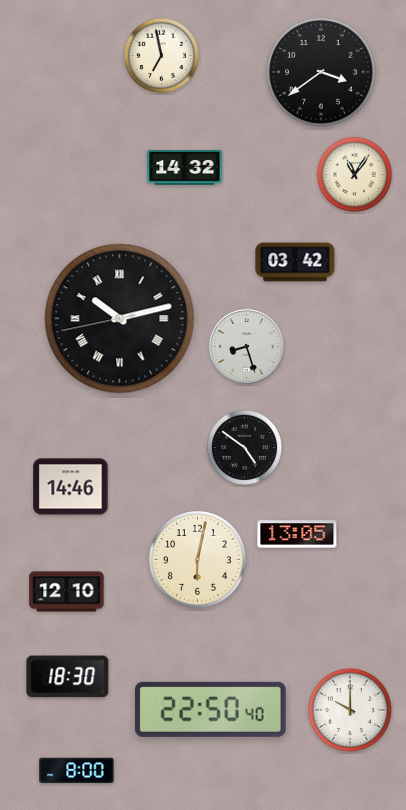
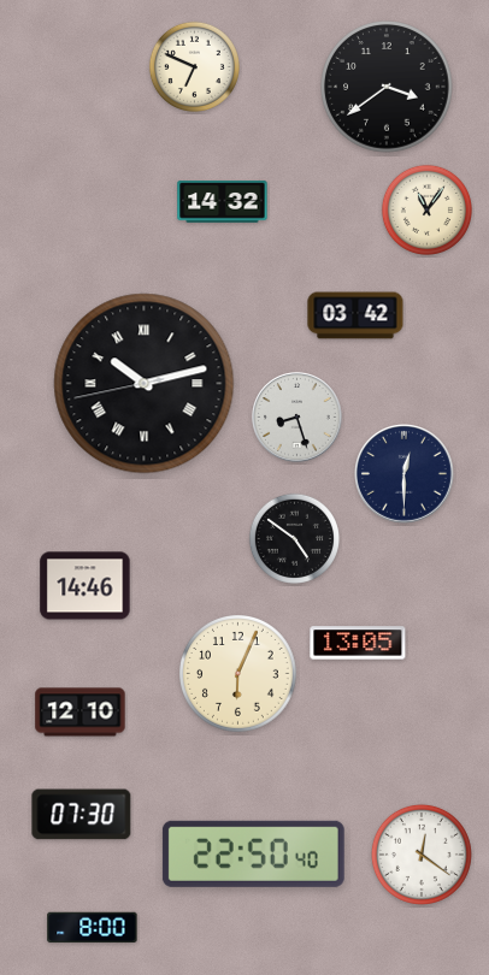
clock at (161, 55): 6:58 -> 6:49
clock at (405, 474): none -> 12:30
clock at (198, 560): 6:02 -> 6:04
clock at (68, 677): 18:30 -> 07:30
clock at (350, 710): 10:00 -> 12:21
